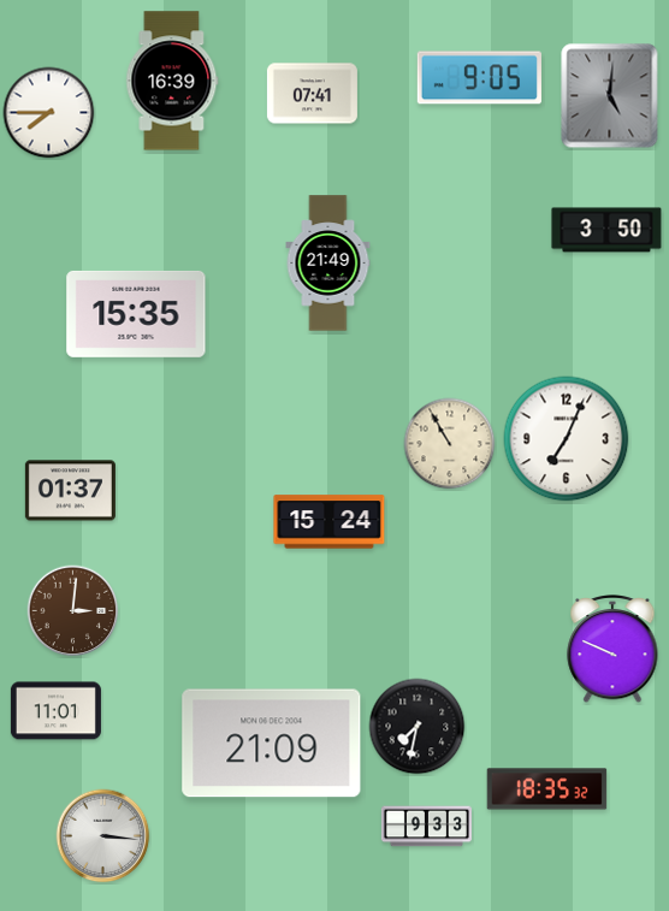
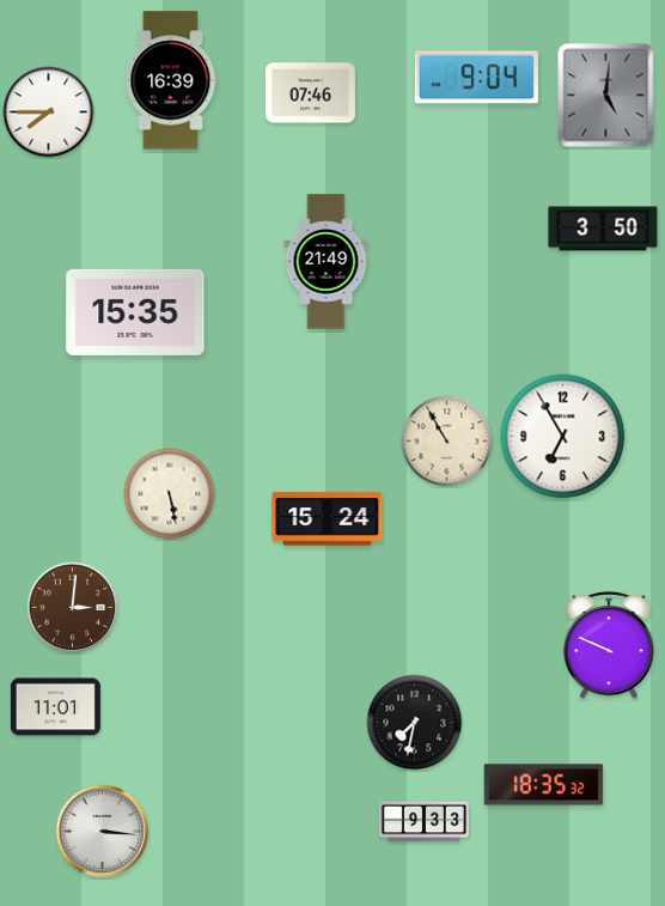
clock at (479, 78): 9:05 -> 9:04
clock at (312, 94): 07:41 -> 07:46
clock at (567, 439): 7:04 -> 6:55
clock at (70, 491): 01:37 -> none
clock at (170, 494): none -> 5:28
clock at (272, 744): 21:09 -> none
